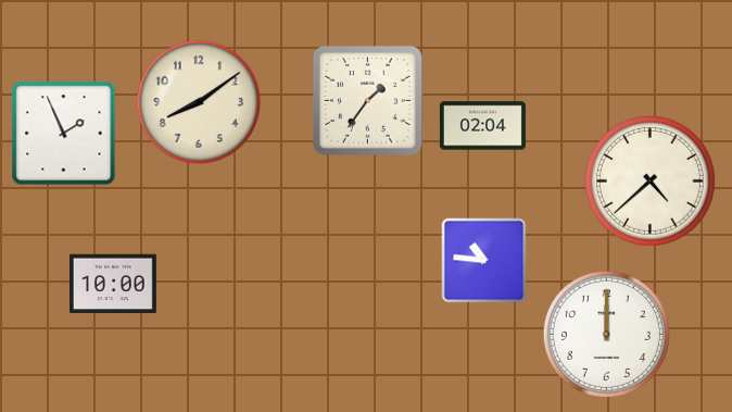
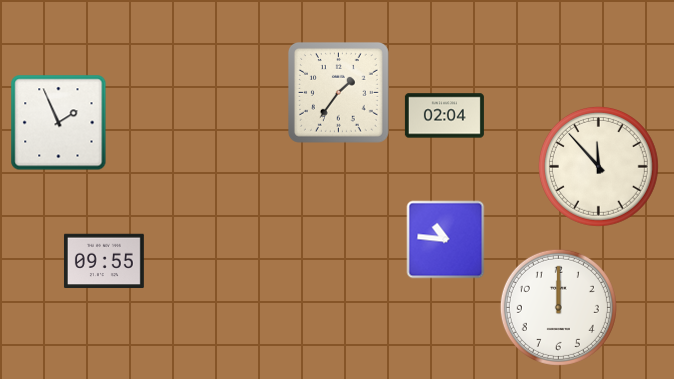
clock at (198, 102): 8:09 -> none
clock at (649, 180): 4:38 -> 11:53
clock at (113, 284): 10:00 -> 09:55
